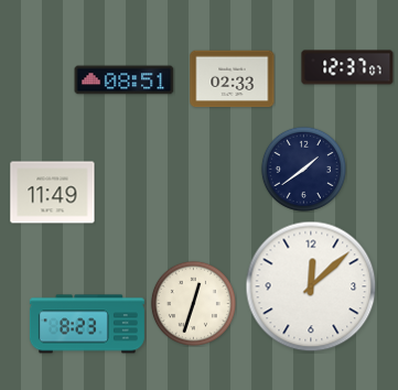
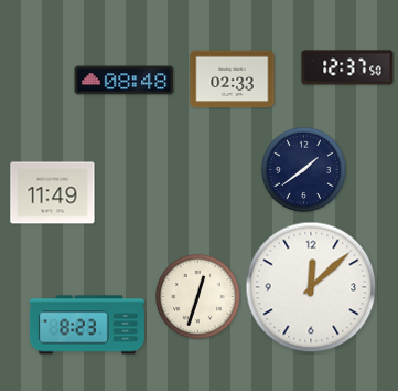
clock at (347, 67): 12:37:07 -> 12:37:50
clock at (125, 80): 08:51 -> 08:48
clock at (193, 303) position: (193, 303) -> (197, 296)
